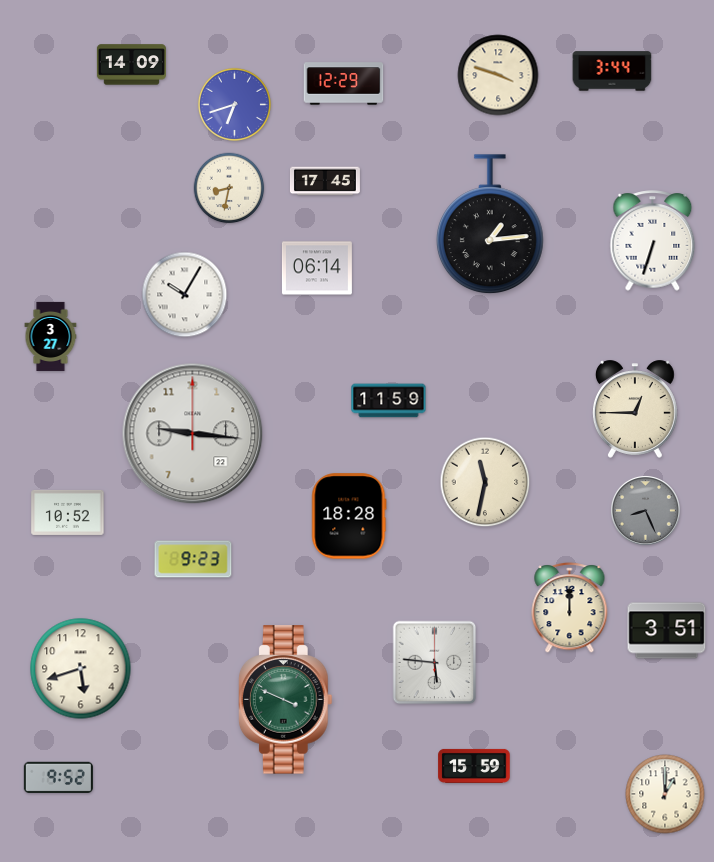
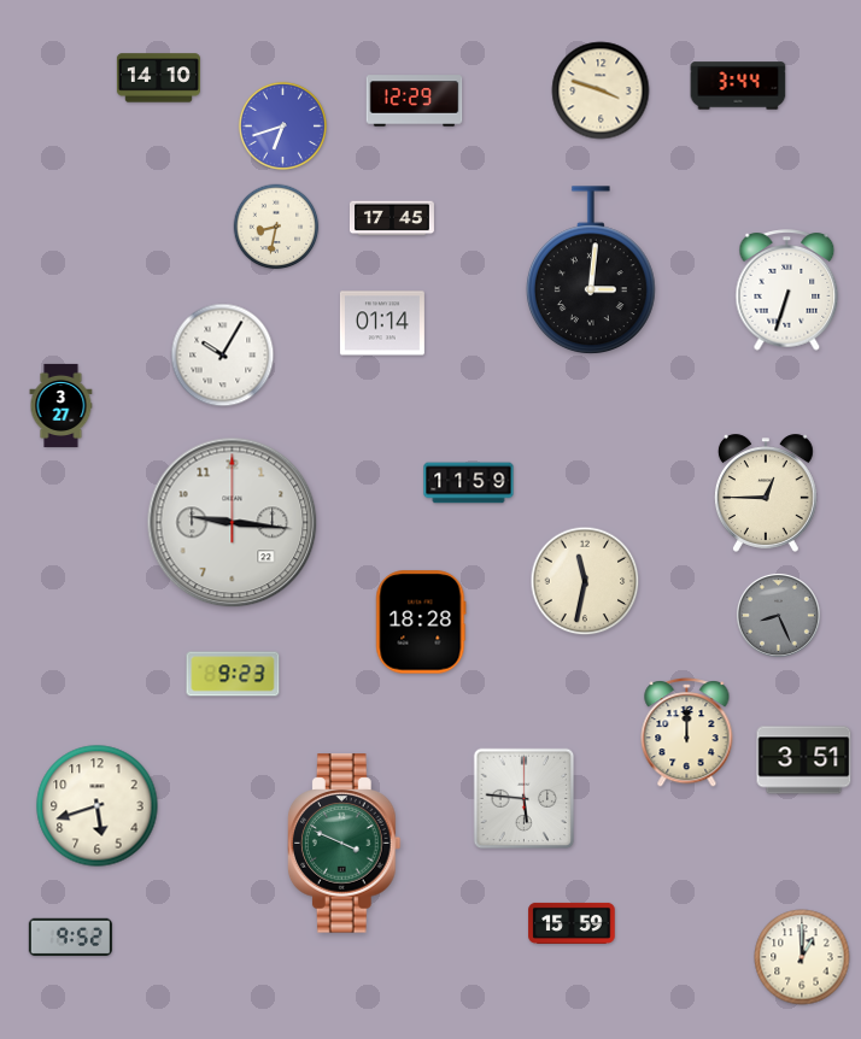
clock at (131, 65): 14:09 -> 14:10
clock at (490, 225): 1:14 -> 3:01
clock at (317, 268): 06:14 -> 01:14
clock at (68, 512): 10:52 -> none
